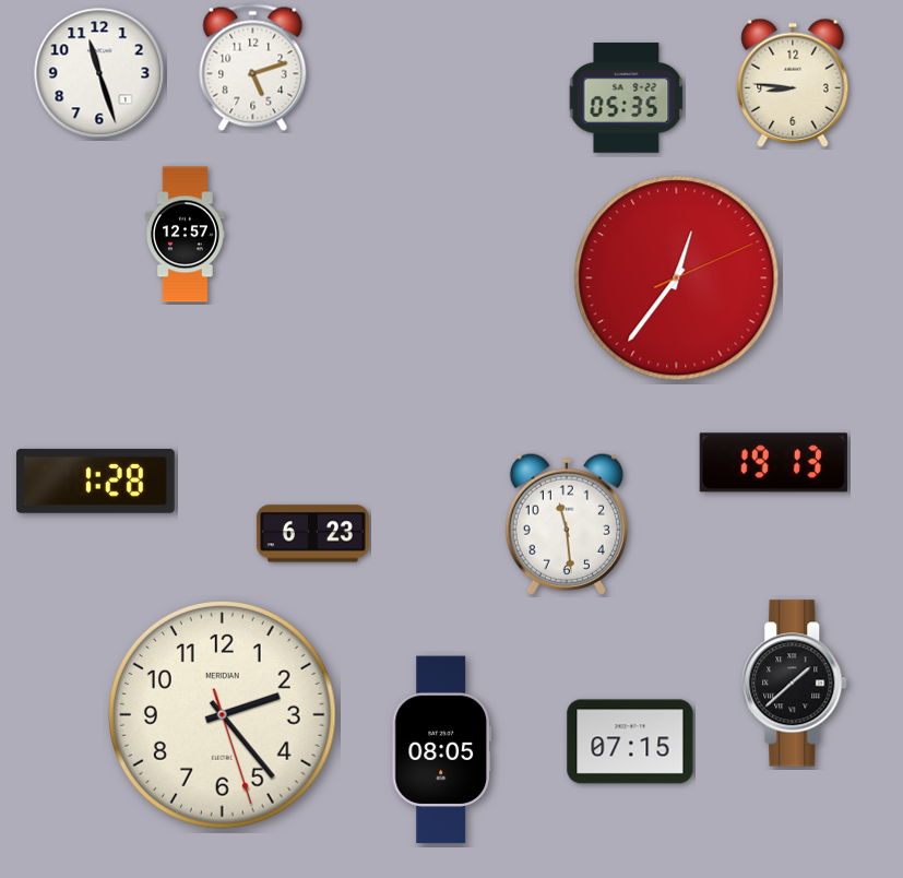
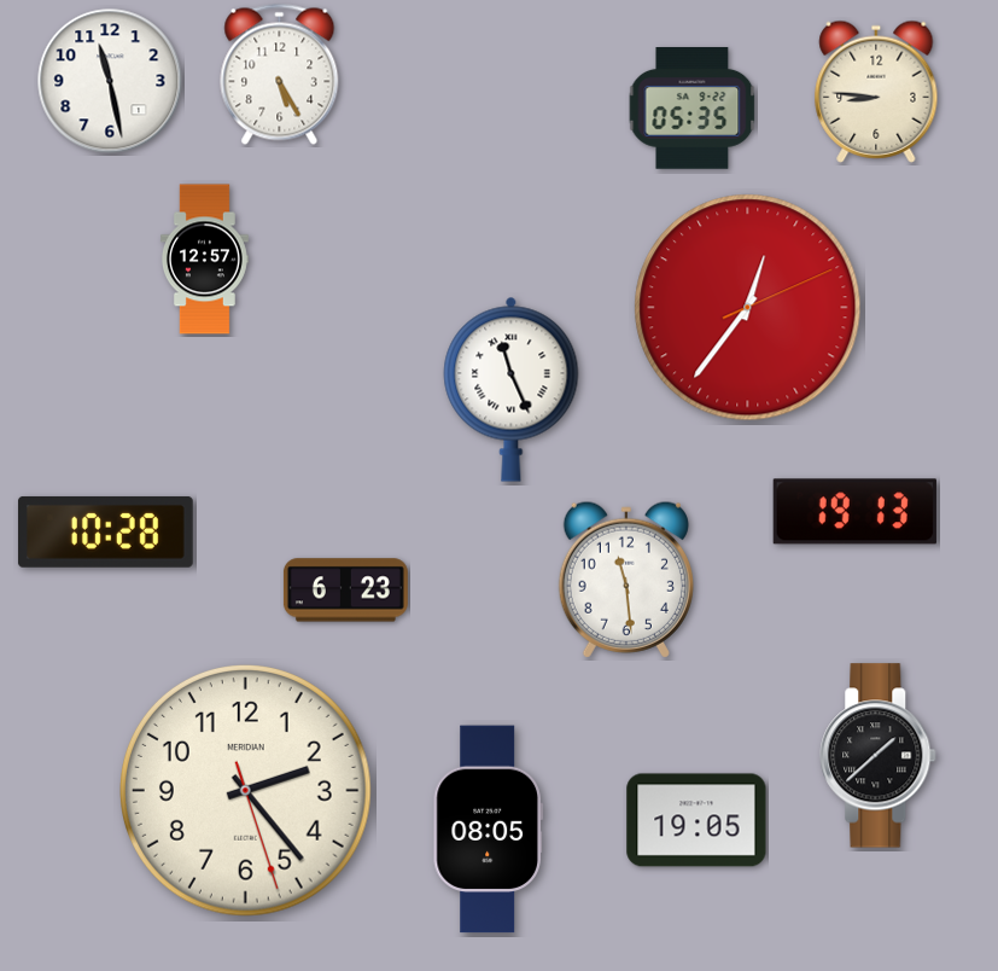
clock at (253, 67): 5:12 -> 5:25
clock at (99, 73): 11:27 -> 11:28
clock at (512, 389): none -> 11:26
clock at (95, 480): 1:28 -> 10:28
clock at (630, 741): 07:15 -> 19:05
